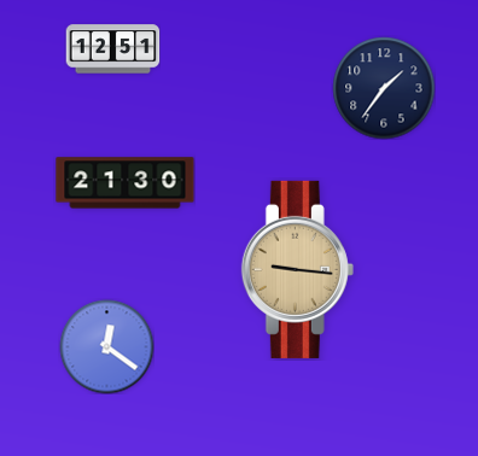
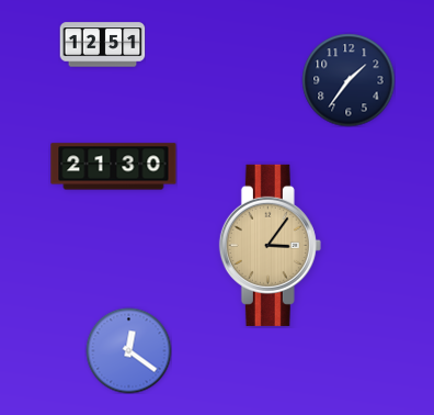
clock at (297, 269): 9:16 -> 3:06
clock at (106, 346) position: (106, 346) -> (128, 350)
